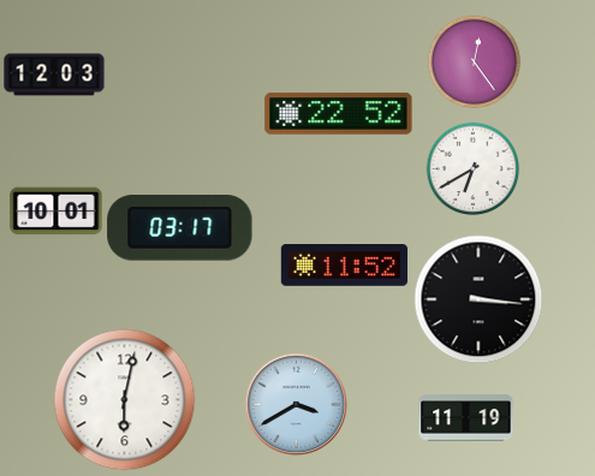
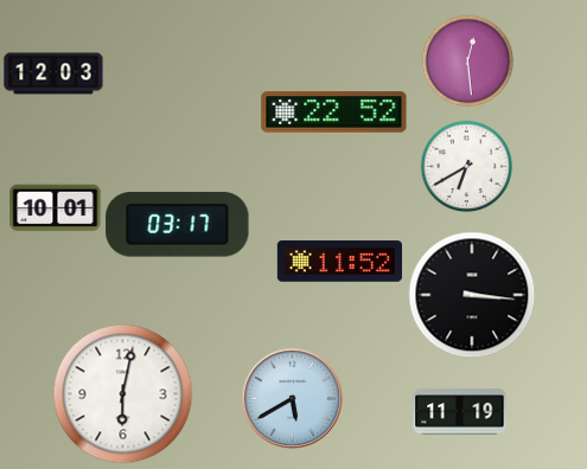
clock at (474, 61): 12:24 -> 12:29
clock at (296, 404): 3:40 -> 5:40
